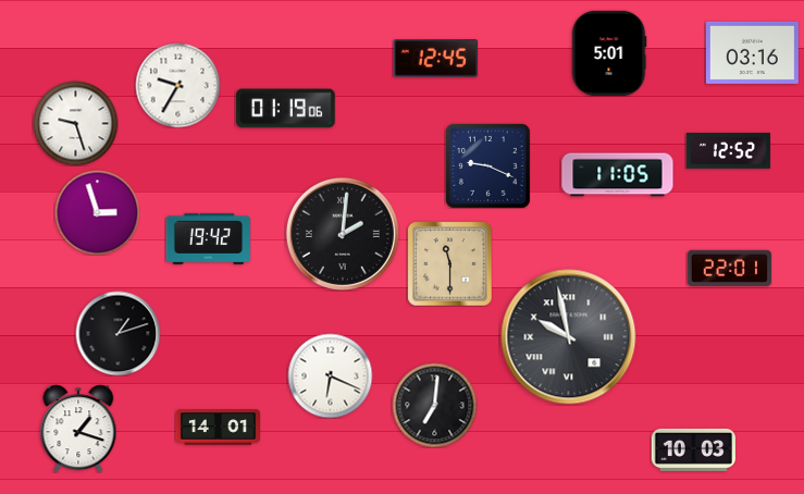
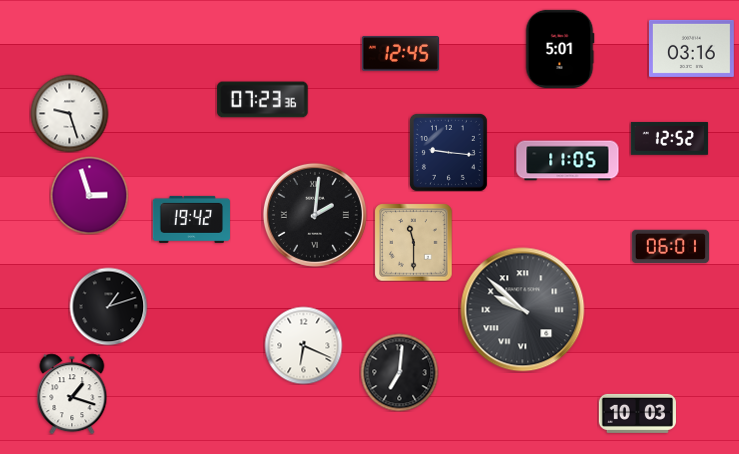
clock at (177, 85): 9:35 -> none
clock at (286, 109): 01:19 -> 07:23
clock at (487, 165): 9:19 -> 9:16
clock at (729, 269): 22:01 -> 06:01
clock at (569, 337): 9:58 -> 9:52
clock at (218, 428): 14:01 -> none
